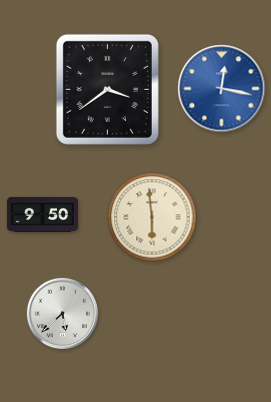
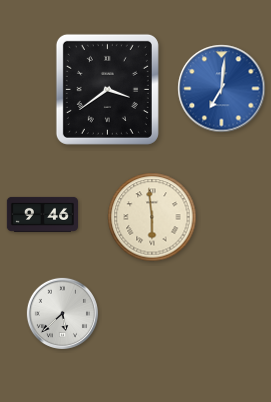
clock at (222, 89): 12:17 -> 7:01
clock at (42, 214): 9:50 -> 9:46
